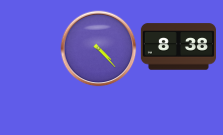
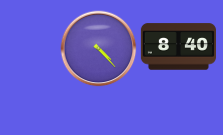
clock at (178, 47): 8:38 -> 8:40
